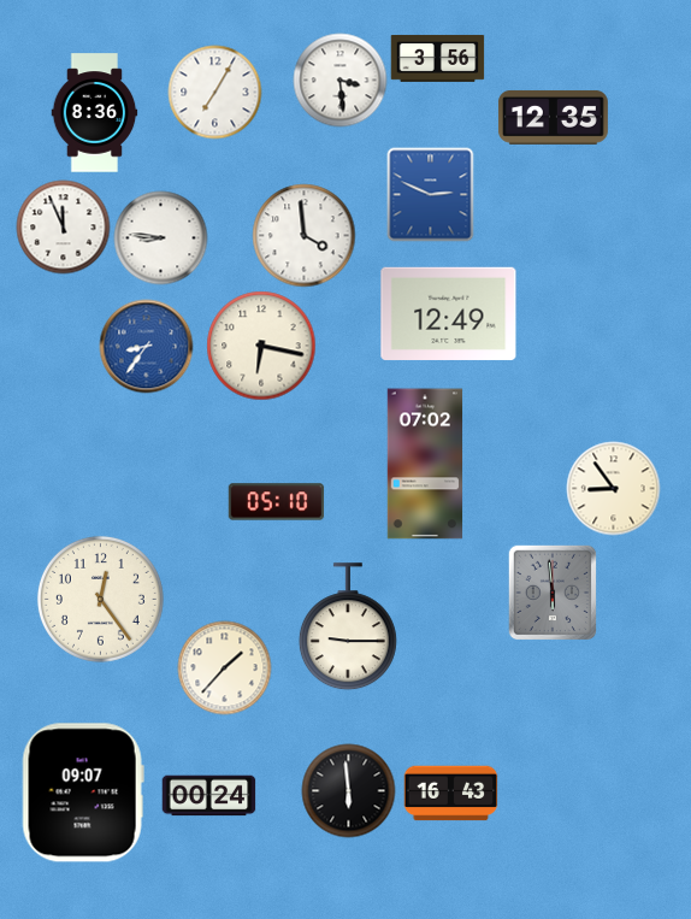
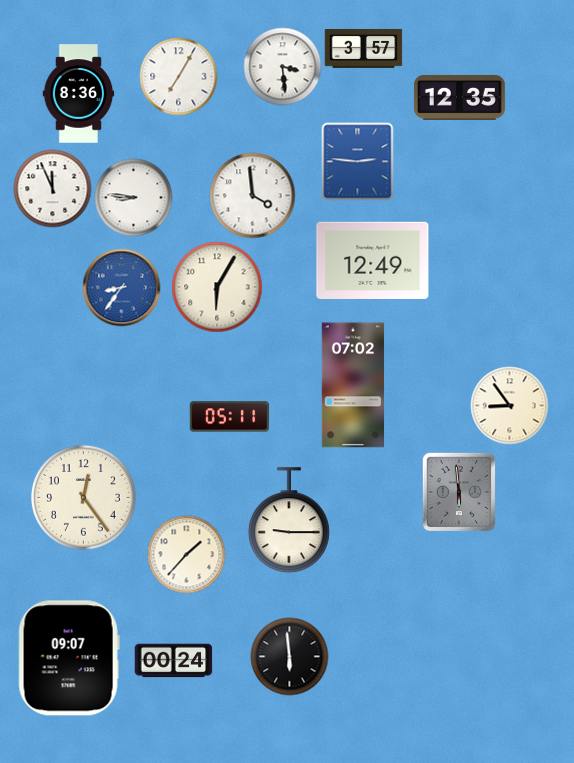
clock at (437, 58): 3:56 -> 3:57
clock at (431, 194): 2:49 -> 2:46
clock at (261, 346): 6:17 -> 6:05
clock at (276, 502): 05:10 -> 05:11
clock at (450, 794): 16:43 -> none
